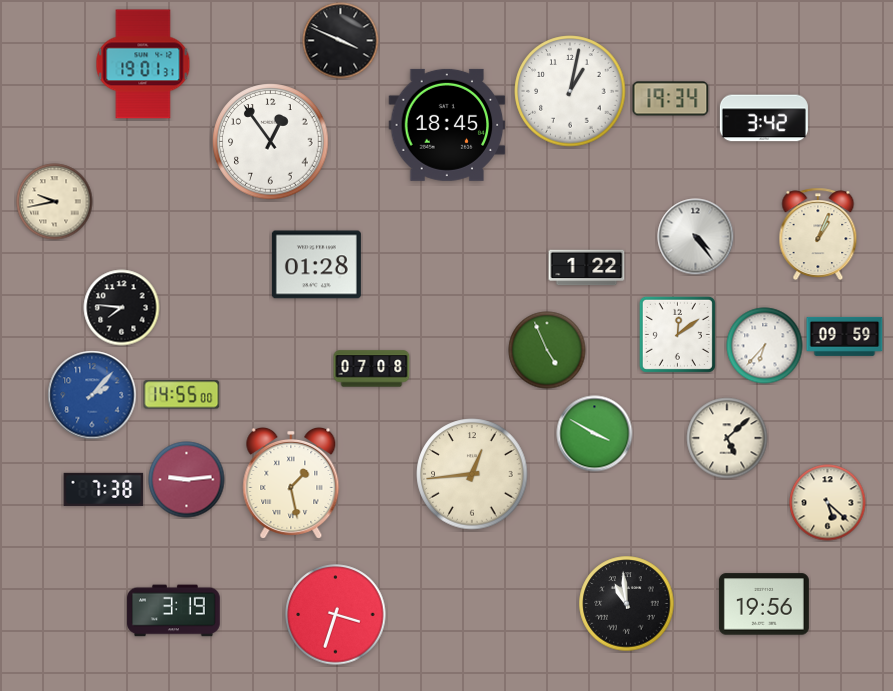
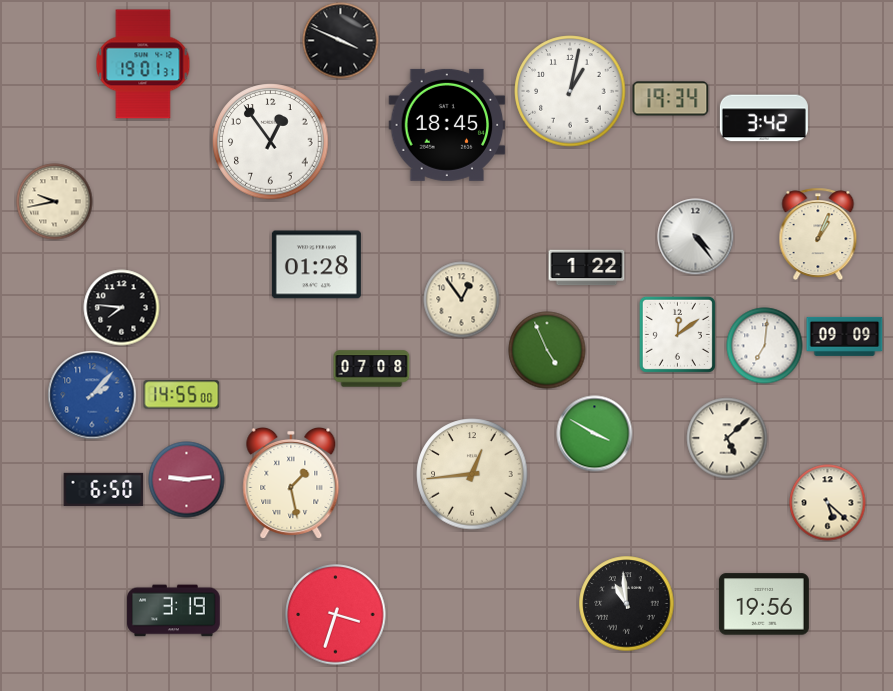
clock at (462, 300): none -> 12:54
clock at (845, 336): 09:59 -> 09:09
clock at (765, 346): 6:37 -> 7:01
clock at (104, 489): 7:38 -> 6:50
